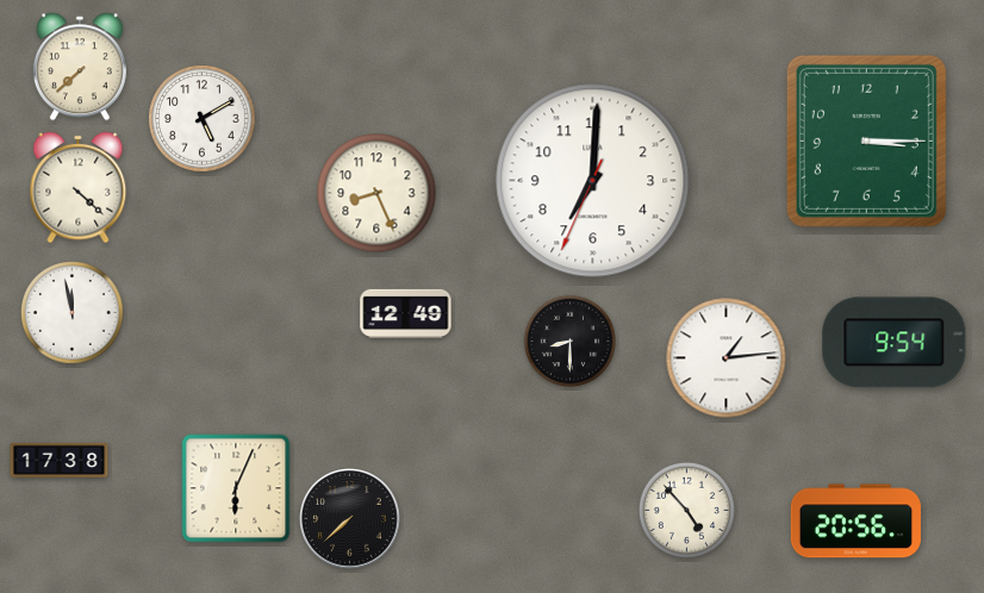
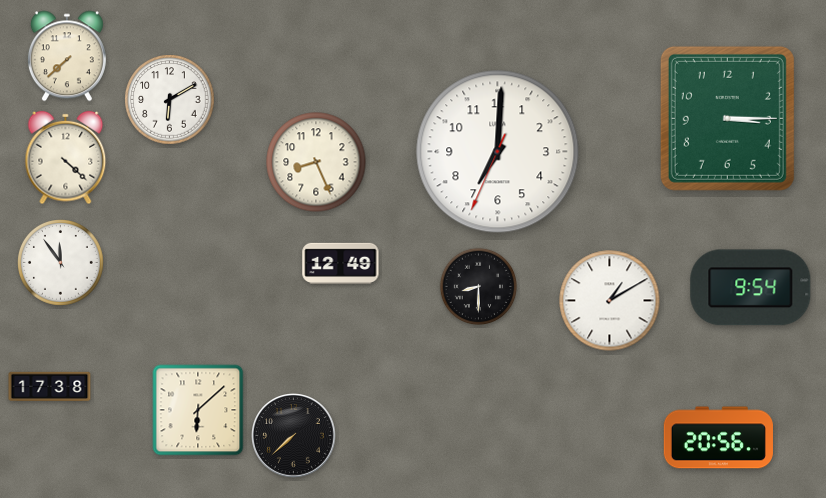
clock at (203, 119): 5:10 -> 6:10
clock at (73, 313): 11:58 -> 11:54
clock at (727, 358): 1:14 -> 1:10
clock at (236, 488): 6:04 -> 6:08
clock at (686, 510): 4:53 -> none
